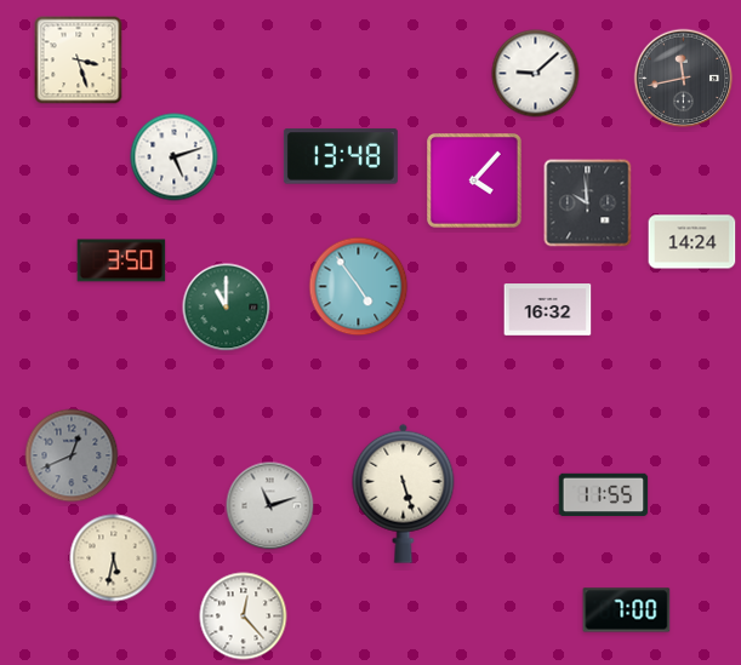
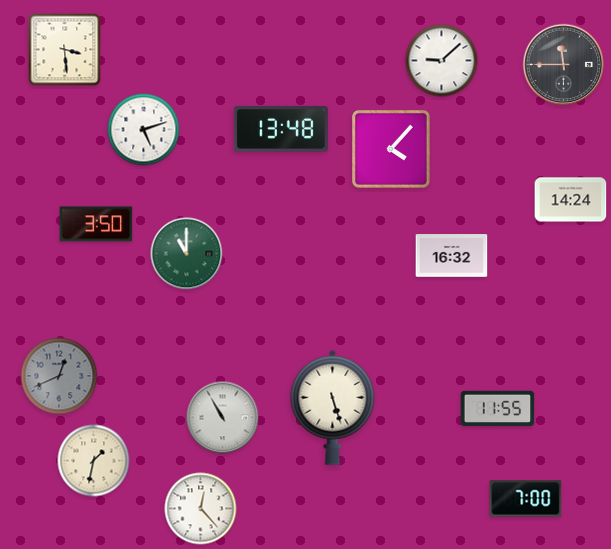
clock at (79, 61): 3:27 -> 3:29
clock at (684, 79): 11:43 -> 11:45
clock at (588, 203): 9:59 -> none
clock at (121, 260) position: (121, 260) -> (96, 224)
clock at (359, 287): 4:54 -> none
clock at (270, 506): 11:12 -> 10:55
clock at (114, 558): 5:32 -> 1:32
clock at (627, 610) position: (627, 610) -> (526, 499)
